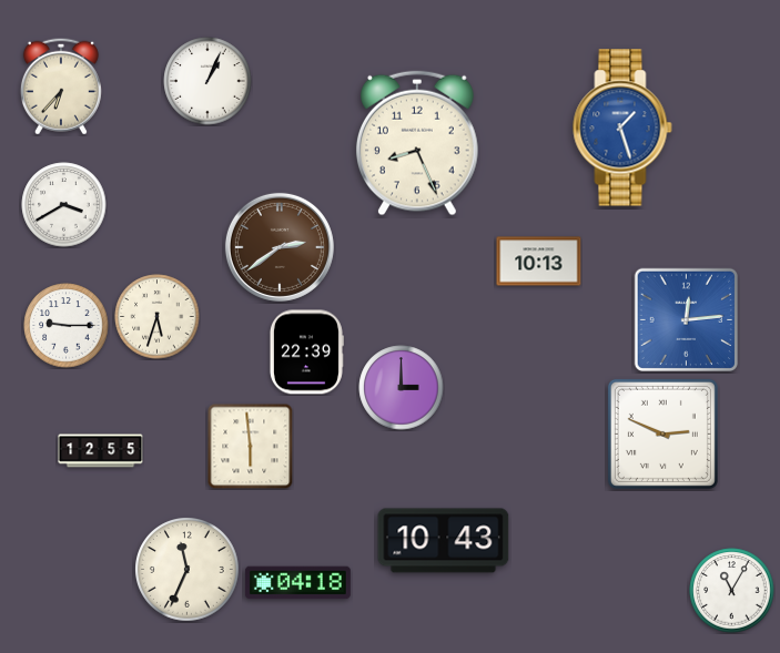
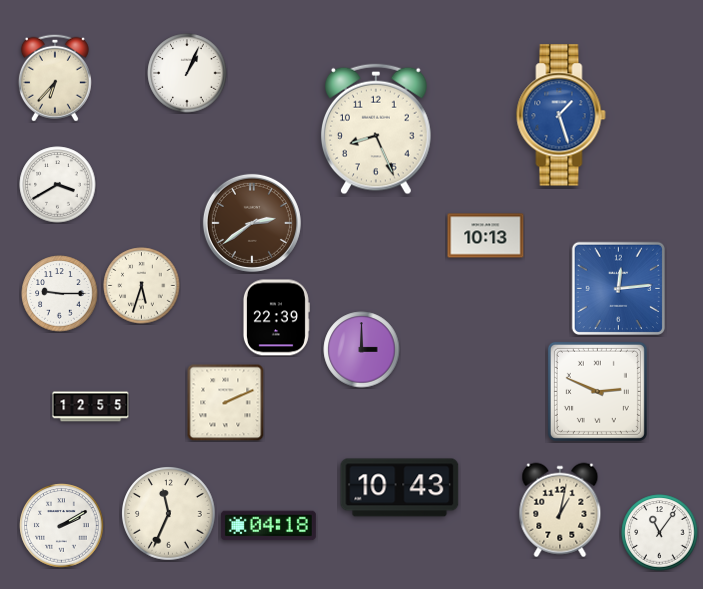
clock at (250, 446): 5:59 -> 2:11
clock at (560, 510): none -> 1:02
clock at (62, 526): none -> 2:10
clock at (732, 591): 11:05 -> 11:06
